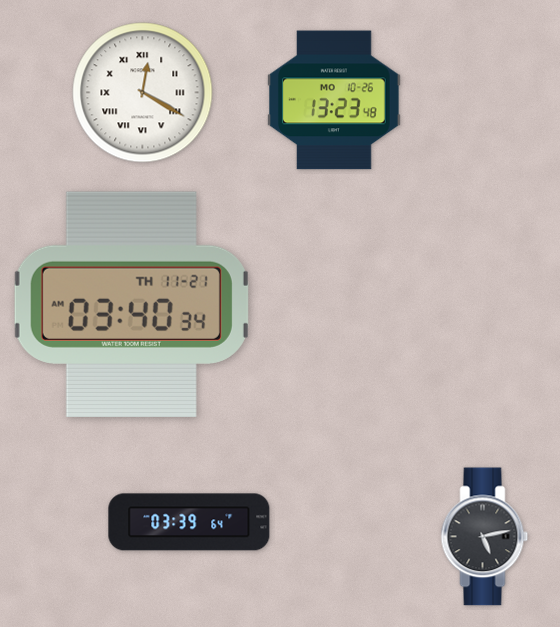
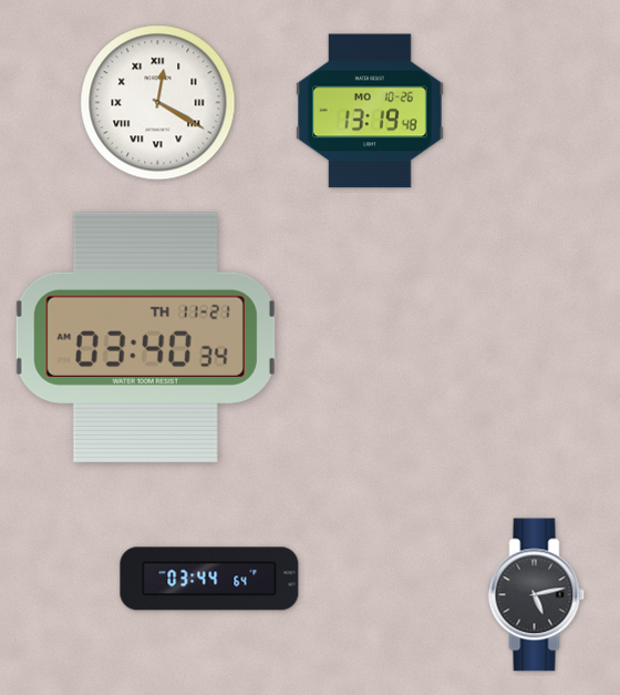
clock at (335, 100): 13:23 -> 13:19
clock at (189, 522): 03:39 -> 03:44
